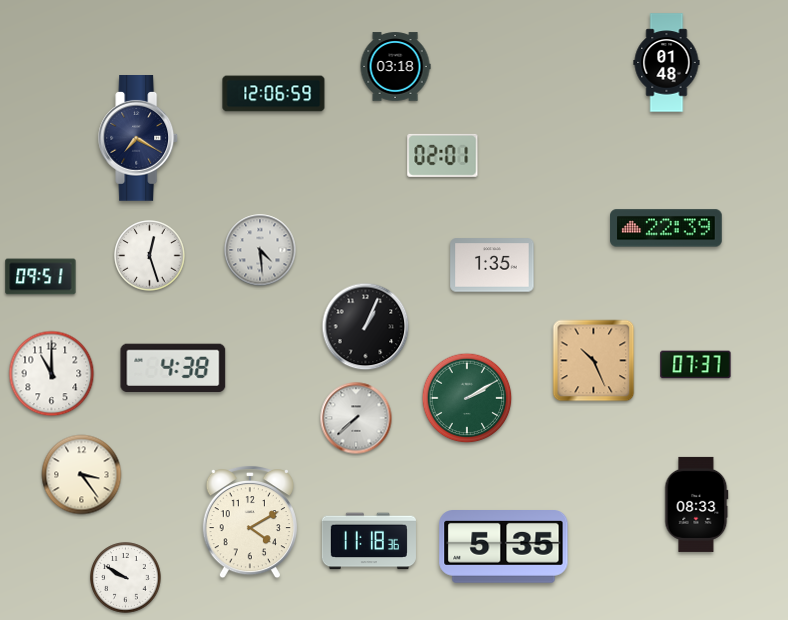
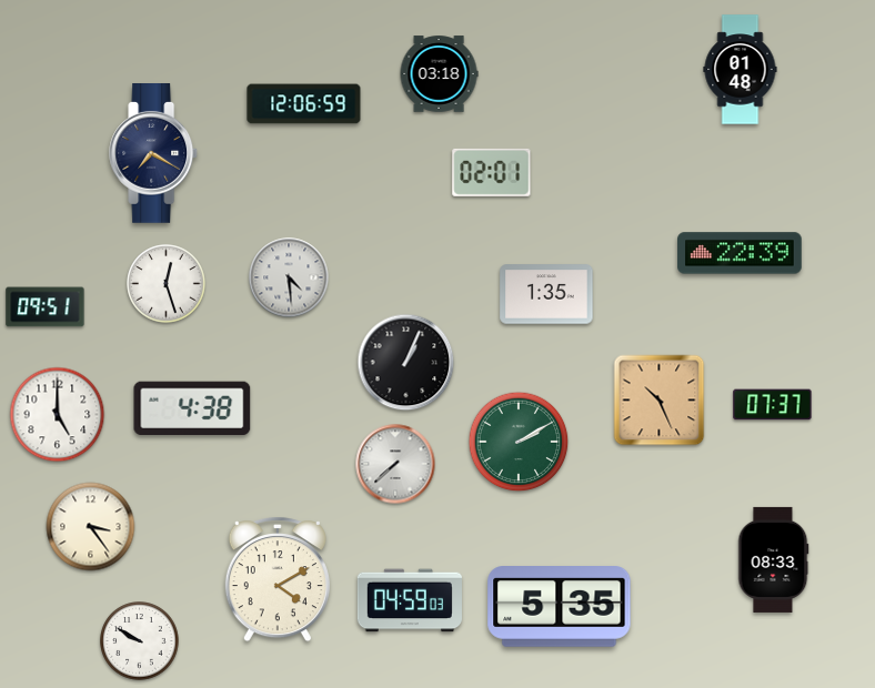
clock at (52, 374): 11:00 -> 5:00
clock at (369, 541): 11:18 -> 04:59
